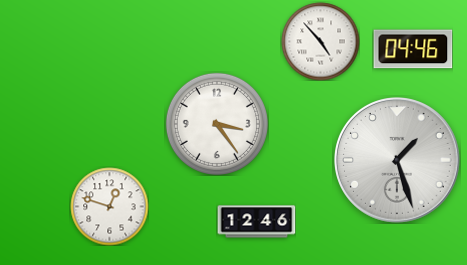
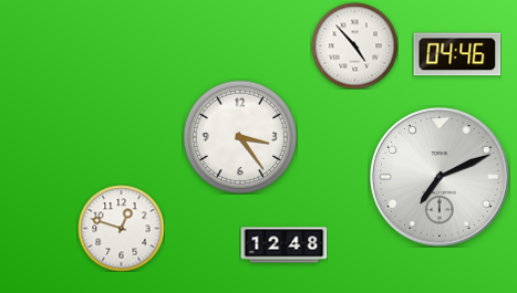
clock at (398, 161): 1:27 -> 7:11
clock at (256, 222): 12:46 -> 12:48
